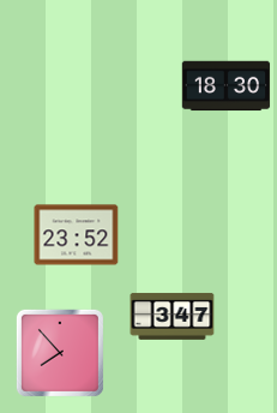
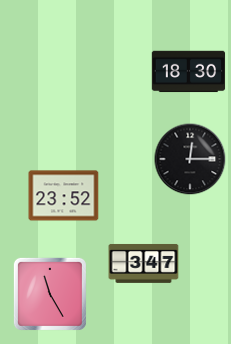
clock at (190, 159): none -> 12:15
clock at (60, 353): 7:53 -> 11:25
